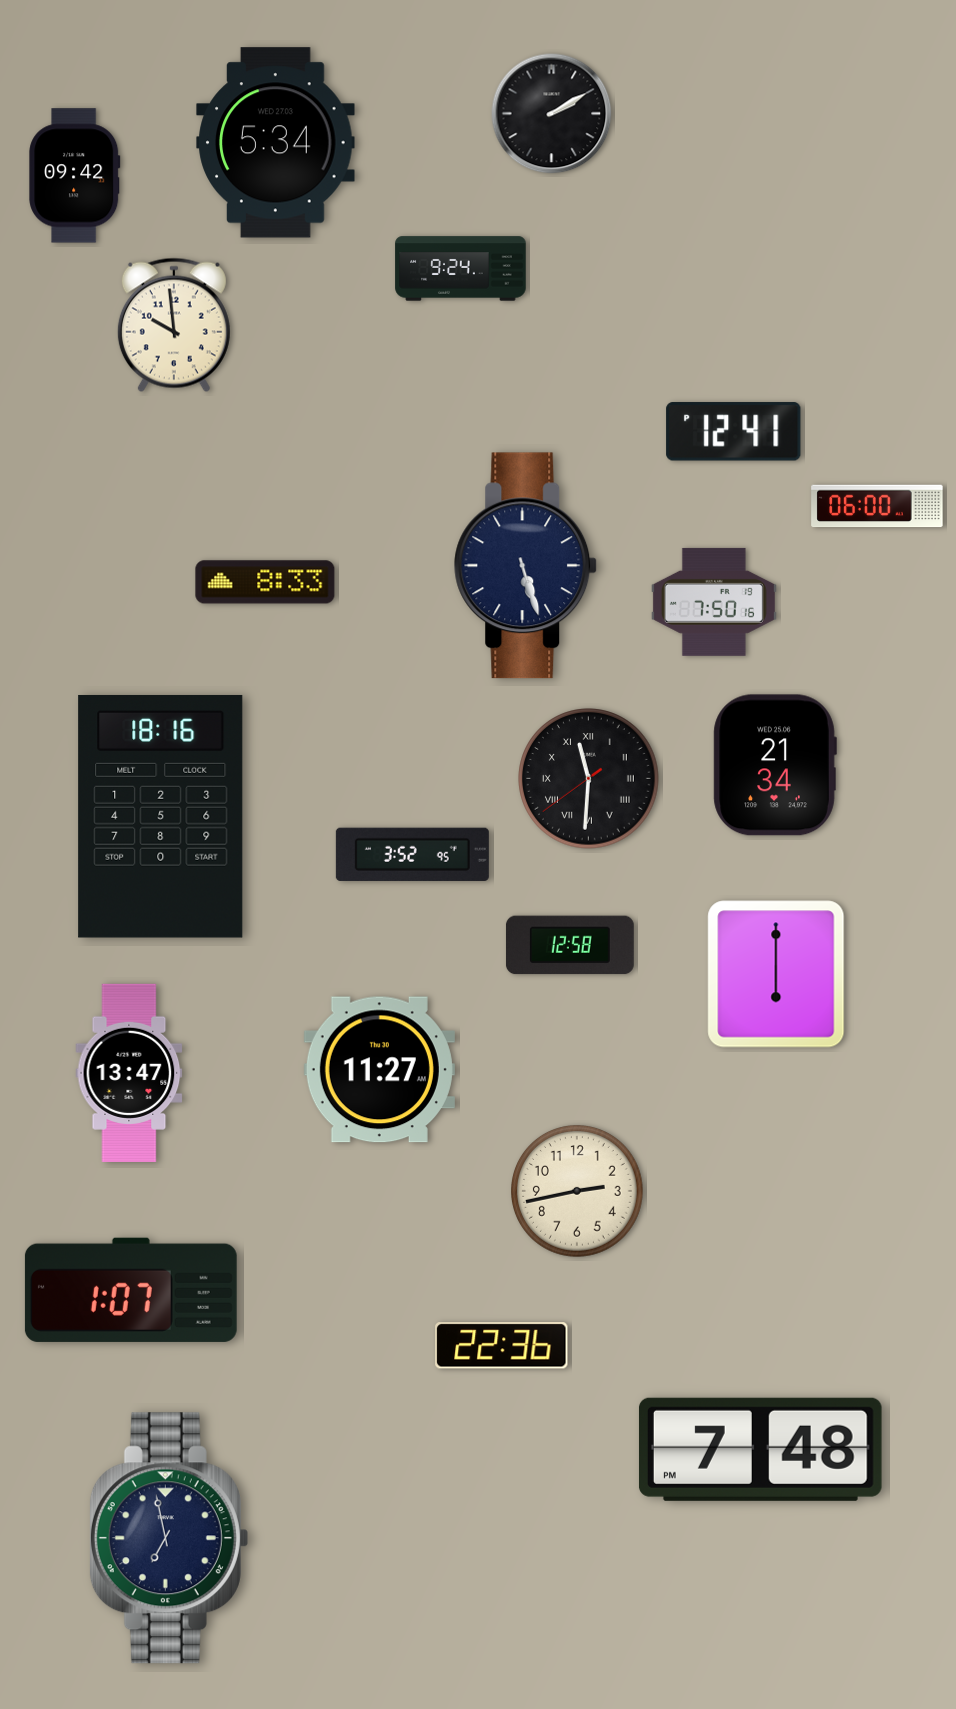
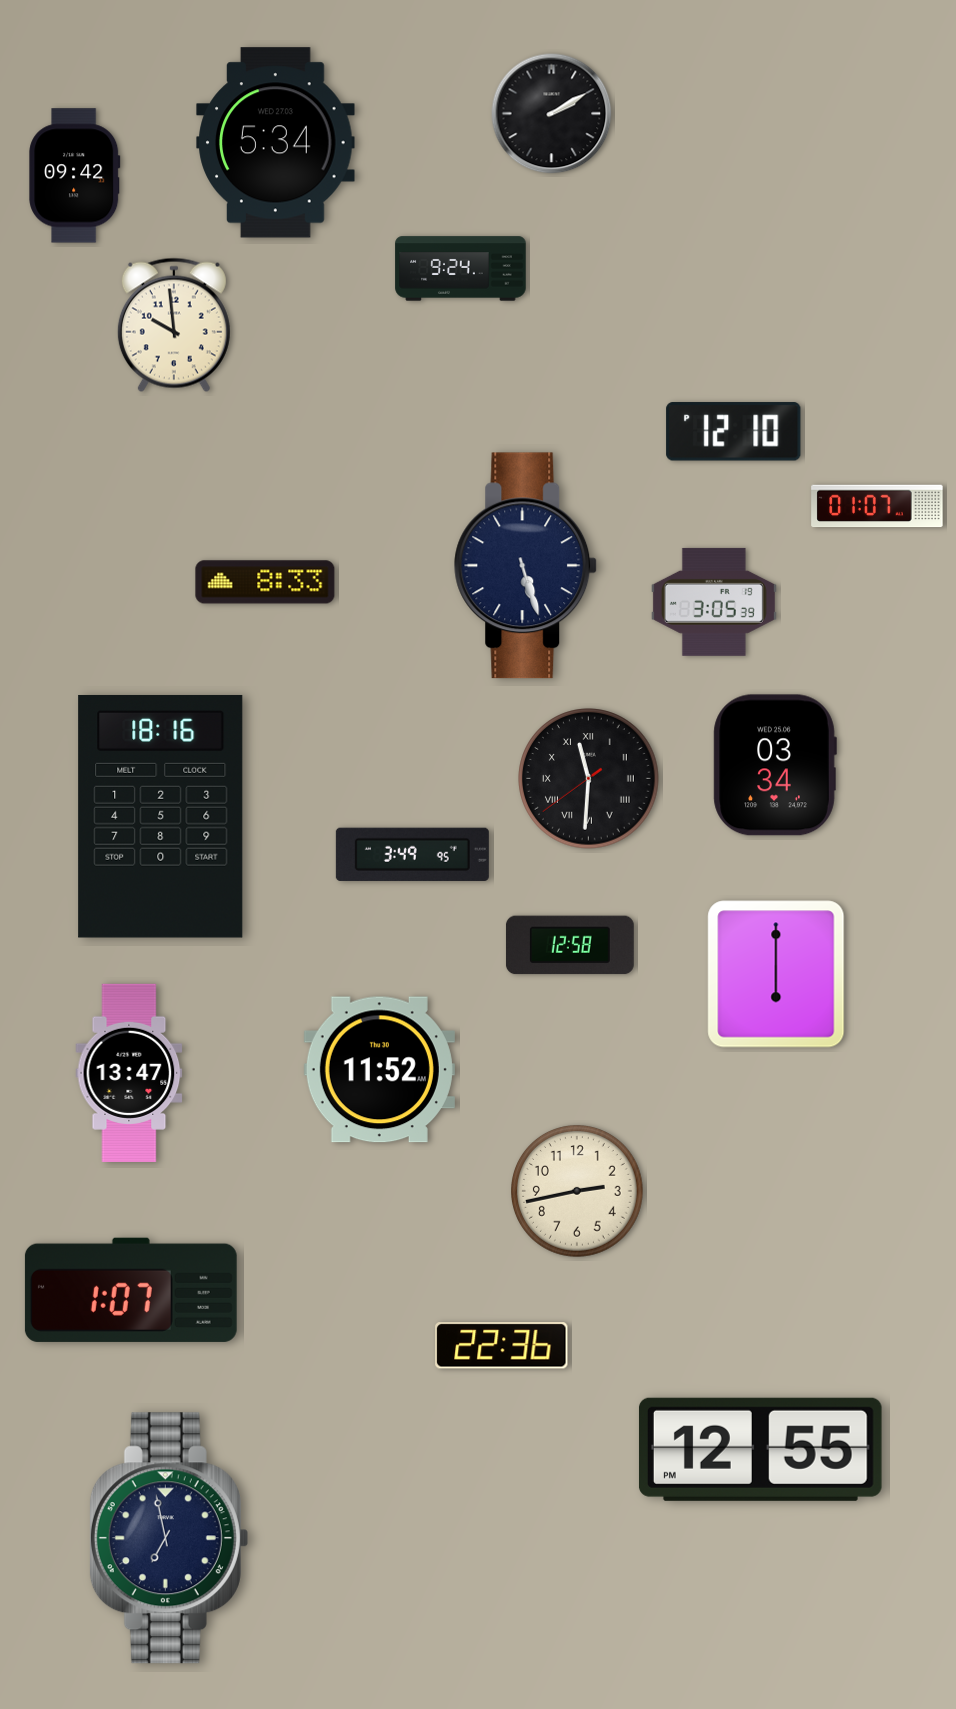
clock at (734, 432): 12:41 -> 12:10
clock at (877, 506): 06:00 -> 01:07
clock at (714, 602): 7:50 -> 3:05
clock at (775, 765): 21:34 -> 03:34
clock at (412, 854): 3:52 -> 3:49
clock at (379, 1070): 11:27 -> 11:52
clock at (760, 1449): 7:48 -> 12:55
